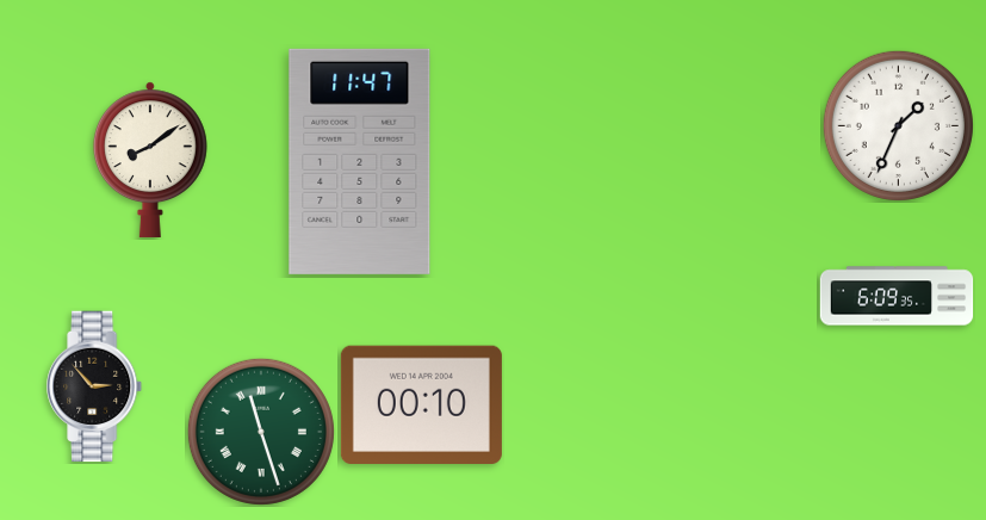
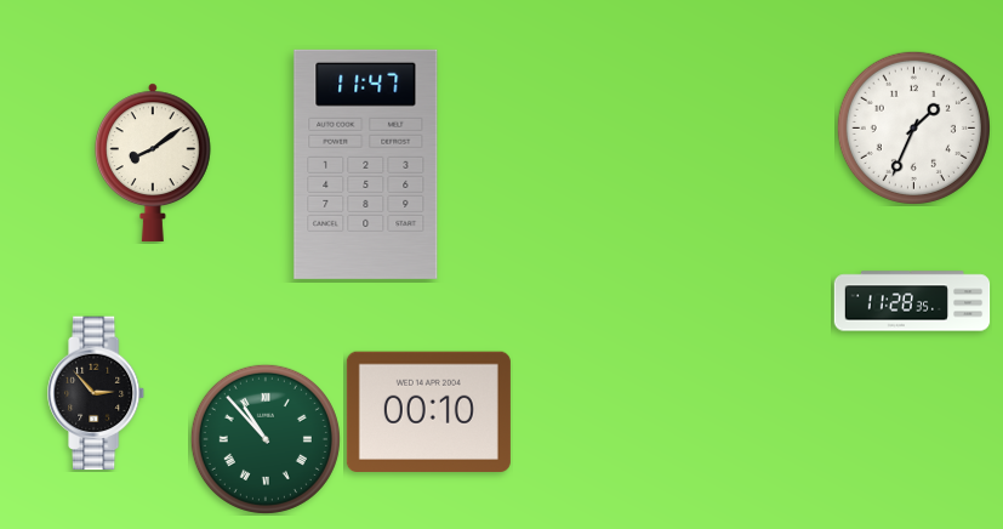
clock at (897, 296): 6:09 -> 11:28
clock at (261, 432): 11:27 -> 10:53
